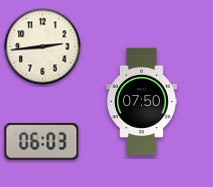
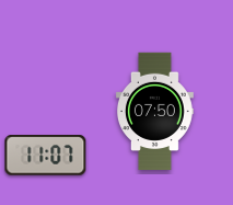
clock at (43, 47): 2:44 -> none
clock at (42, 142): 06:03 -> 11:07
